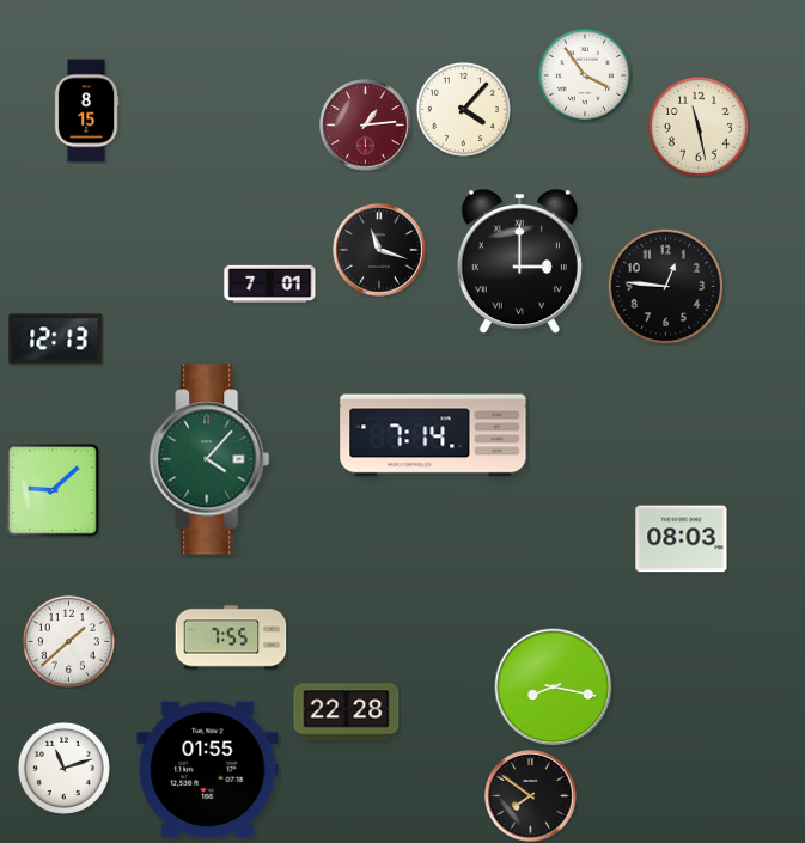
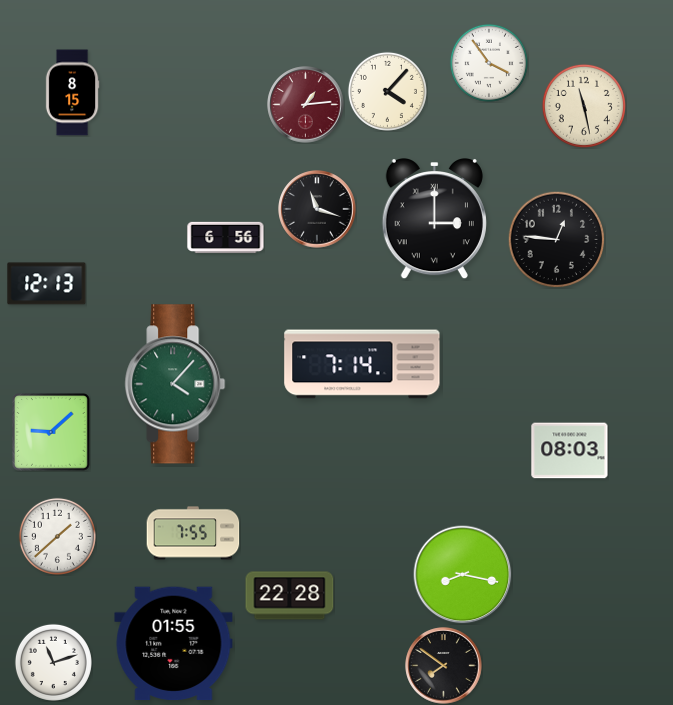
clock at (270, 285): 7:01 -> 6:56
clock at (54, 491) position: (54, 491) -> (52, 433)
clock at (63, 768) position: (63, 768) -> (53, 662)
